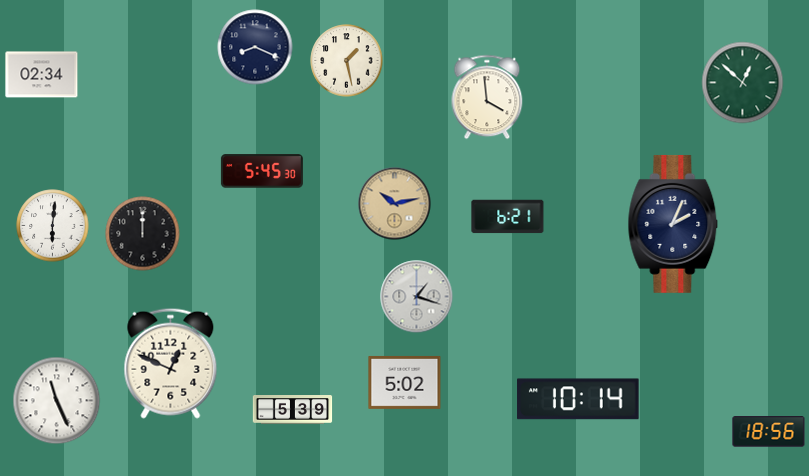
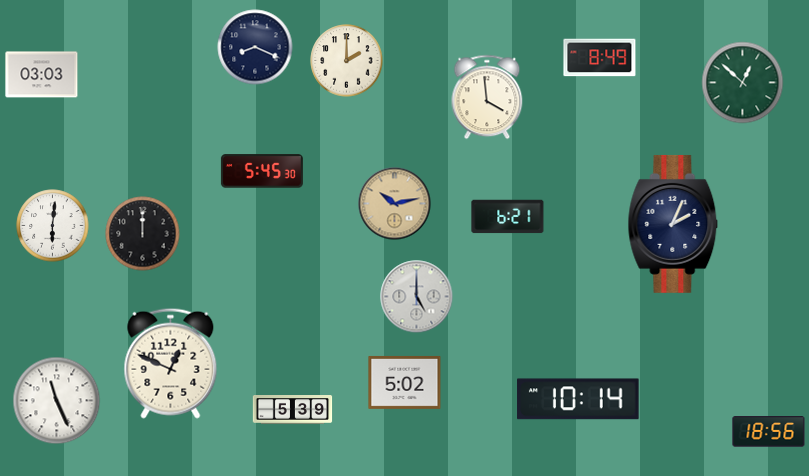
clock at (600, 58): none -> 8:49
clock at (347, 61): 1:28 -> 2:00
clock at (42, 75): 02:34 -> 03:03
clock at (417, 297): 1:18 -> 5:00
